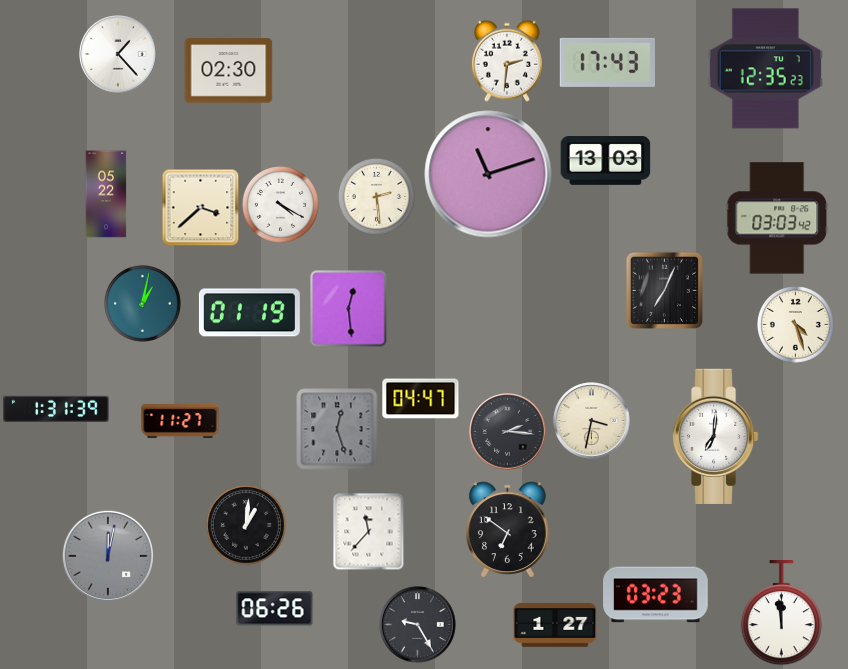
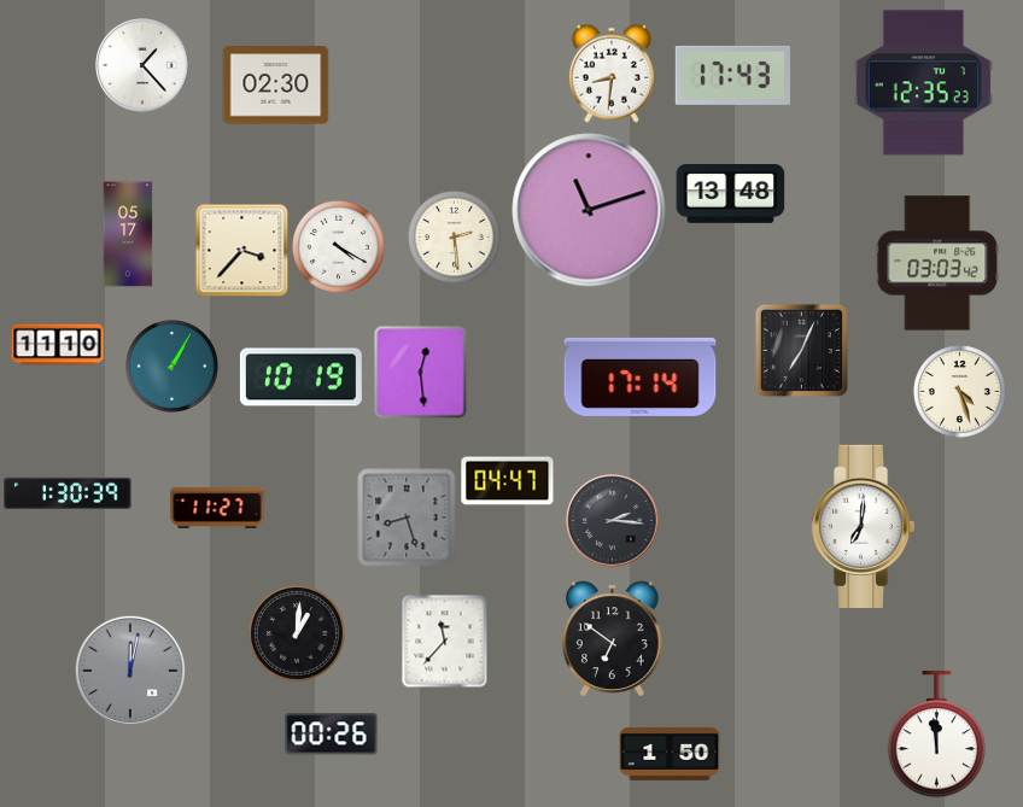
clock at (507, 61): 2:31 -> 8:31
clock at (606, 161): 13:03 -> 13:48
clock at (106, 194): 05:22 -> 05:17
clock at (200, 207): 3:38 -> 3:37
clock at (58, 345): none -> 11:10
clock at (142, 303): 1:02 -> 1:05
clock at (641, 376): none -> 17:14
clock at (249, 313): 01:19 -> 10:19
clock at (56, 408): 1:31 -> 1:30
clock at (592, 421): 3:32 -> none
clock at (337, 429): 12:27 -> 8:27
clock at (656, 595): 03:23 -> none
clock at (275, 609): 06:26 -> 00:26
clock at (781, 613) position: (781, 613) -> (936, 735)
clock at (418, 625): 9:25 -> none
clock at (555, 625): 1:27 -> 1:50
